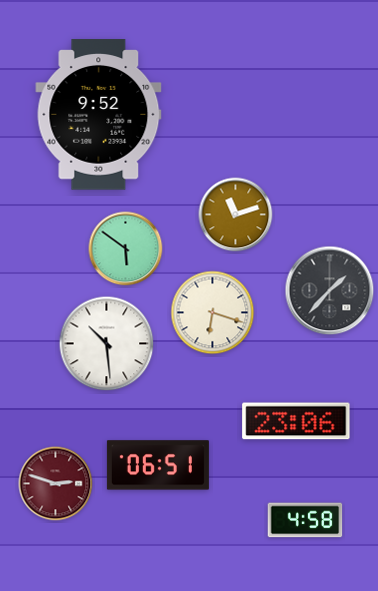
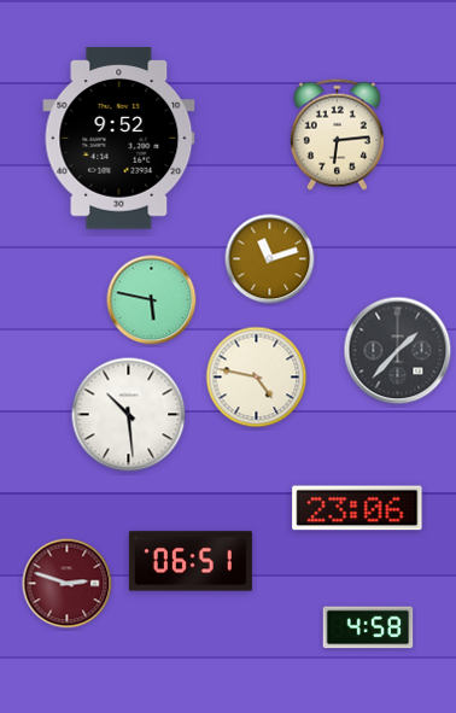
clock at (337, 134): none -> 6:14
clock at (236, 215) position: (236, 215) -> (270, 259)
clock at (126, 249): 5:51 -> 5:47
clock at (213, 313): 6:18 -> 4:47
